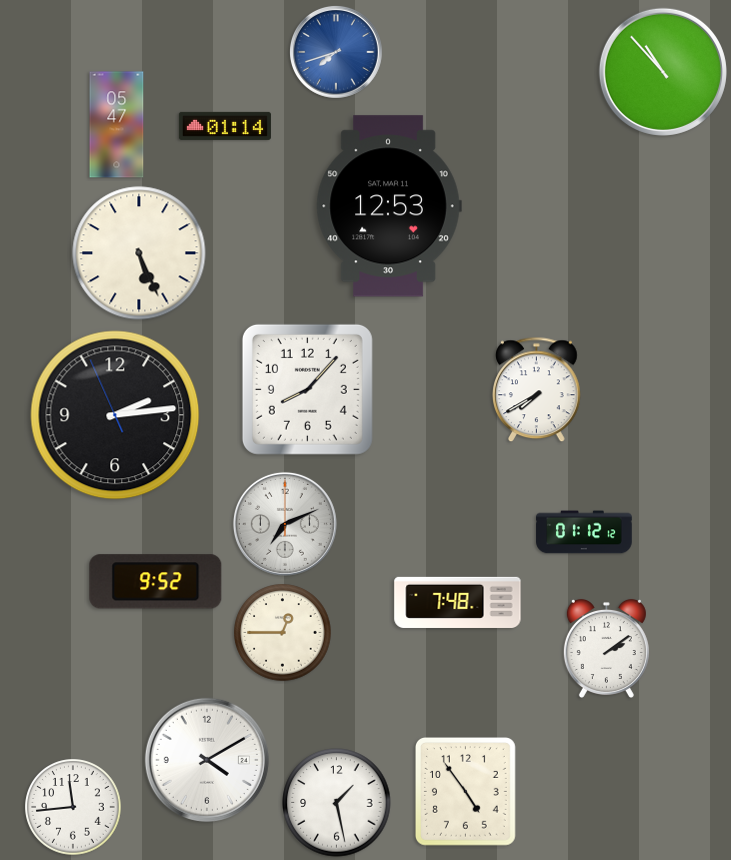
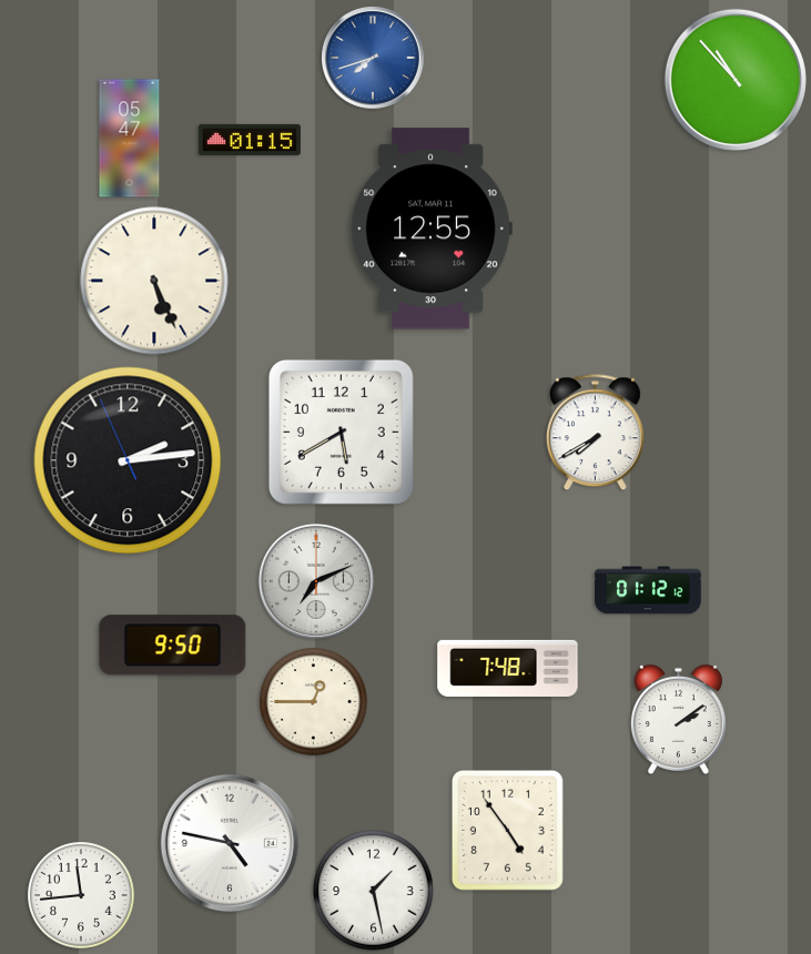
clock at (225, 126): 01:14 -> 01:15
clock at (389, 206): 12:53 -> 12:55
clock at (307, 389): 8:07 -> 5:40
clock at (156, 582): 9:52 -> 9:50
clock at (606, 648) position: (606, 648) -> (678, 719)
clock at (207, 760): 4:10 -> 4:47
clock at (465, 792) position: (465, 792) -> (507, 831)
